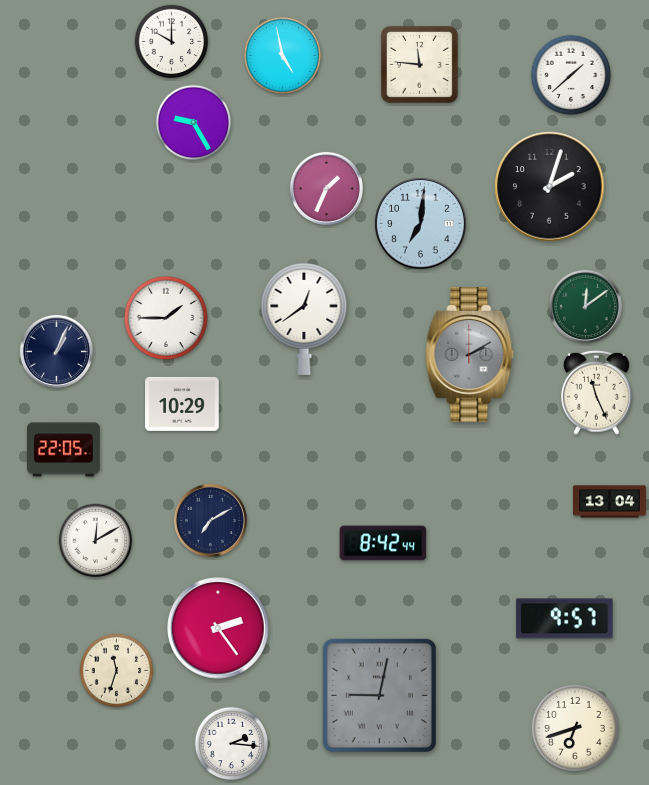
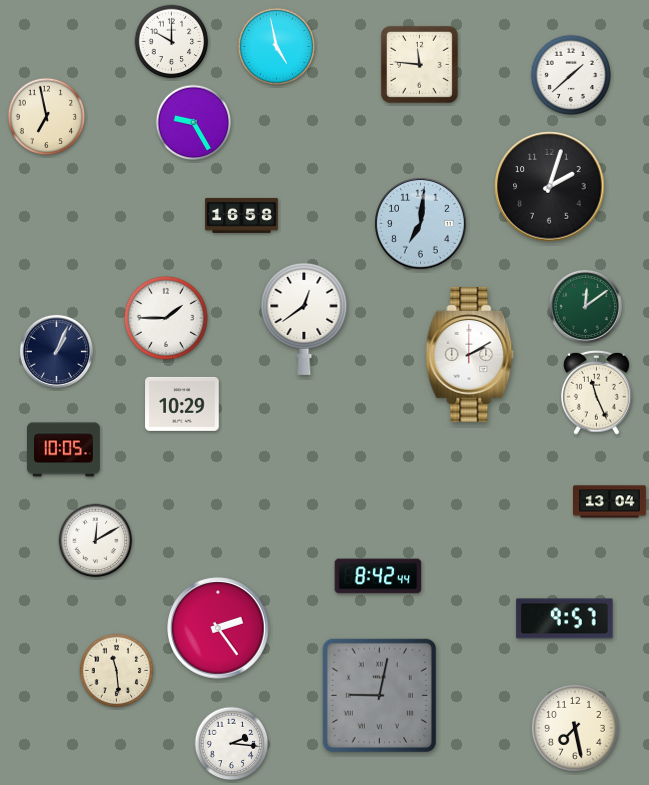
clock at (283, 56) position: (283, 56) -> (277, 47)
clock at (47, 117): none -> 6:58
clock at (326, 188): 1:34 -> none
clock at (242, 215): none -> 16:58
clock at (470, 355) dial: grey -> white
clock at (64, 450): 22:05 -> 10:05
clock at (210, 520): 7:10 -> none
clock at (383, 543) position: (383, 543) -> (378, 576)
clock at (117, 671): 11:33 -> 11:29
clock at (575, 728): 6:42 -> 7:28
